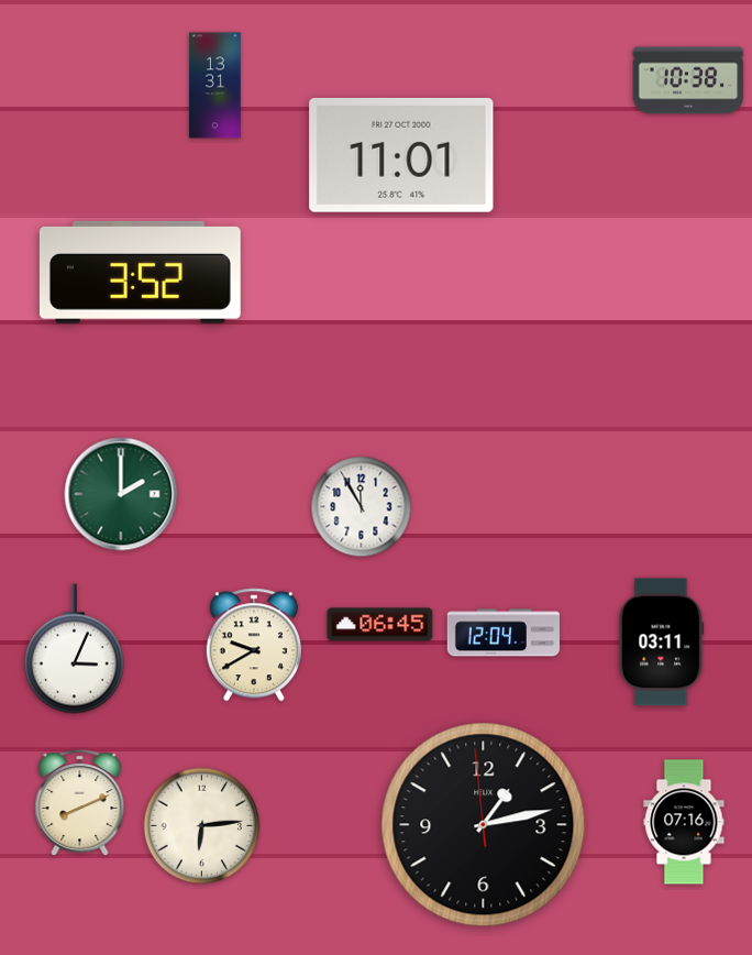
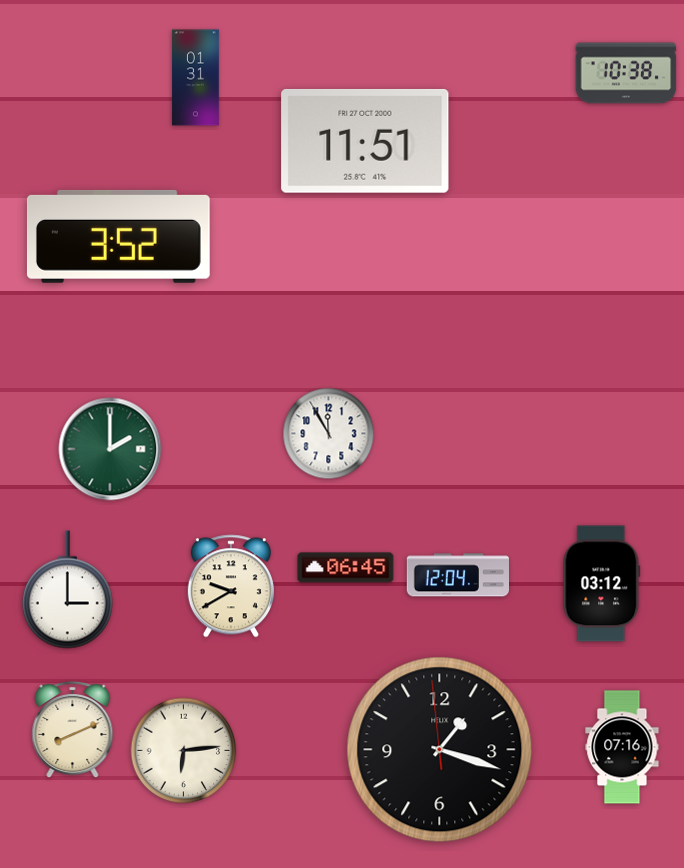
clock at (215, 86): 13:31 -> 01:31
clock at (401, 155): 11:01 -> 11:51
clock at (140, 272) position: (140, 272) -> (118, 236)
clock at (362, 507) position: (362, 507) -> (329, 434)
clock at (662, 643): 03:11 -> 03:12
clock at (74, 649): 3:04 -> 3:00
clock at (484, 825): 1:12 -> 1:17
